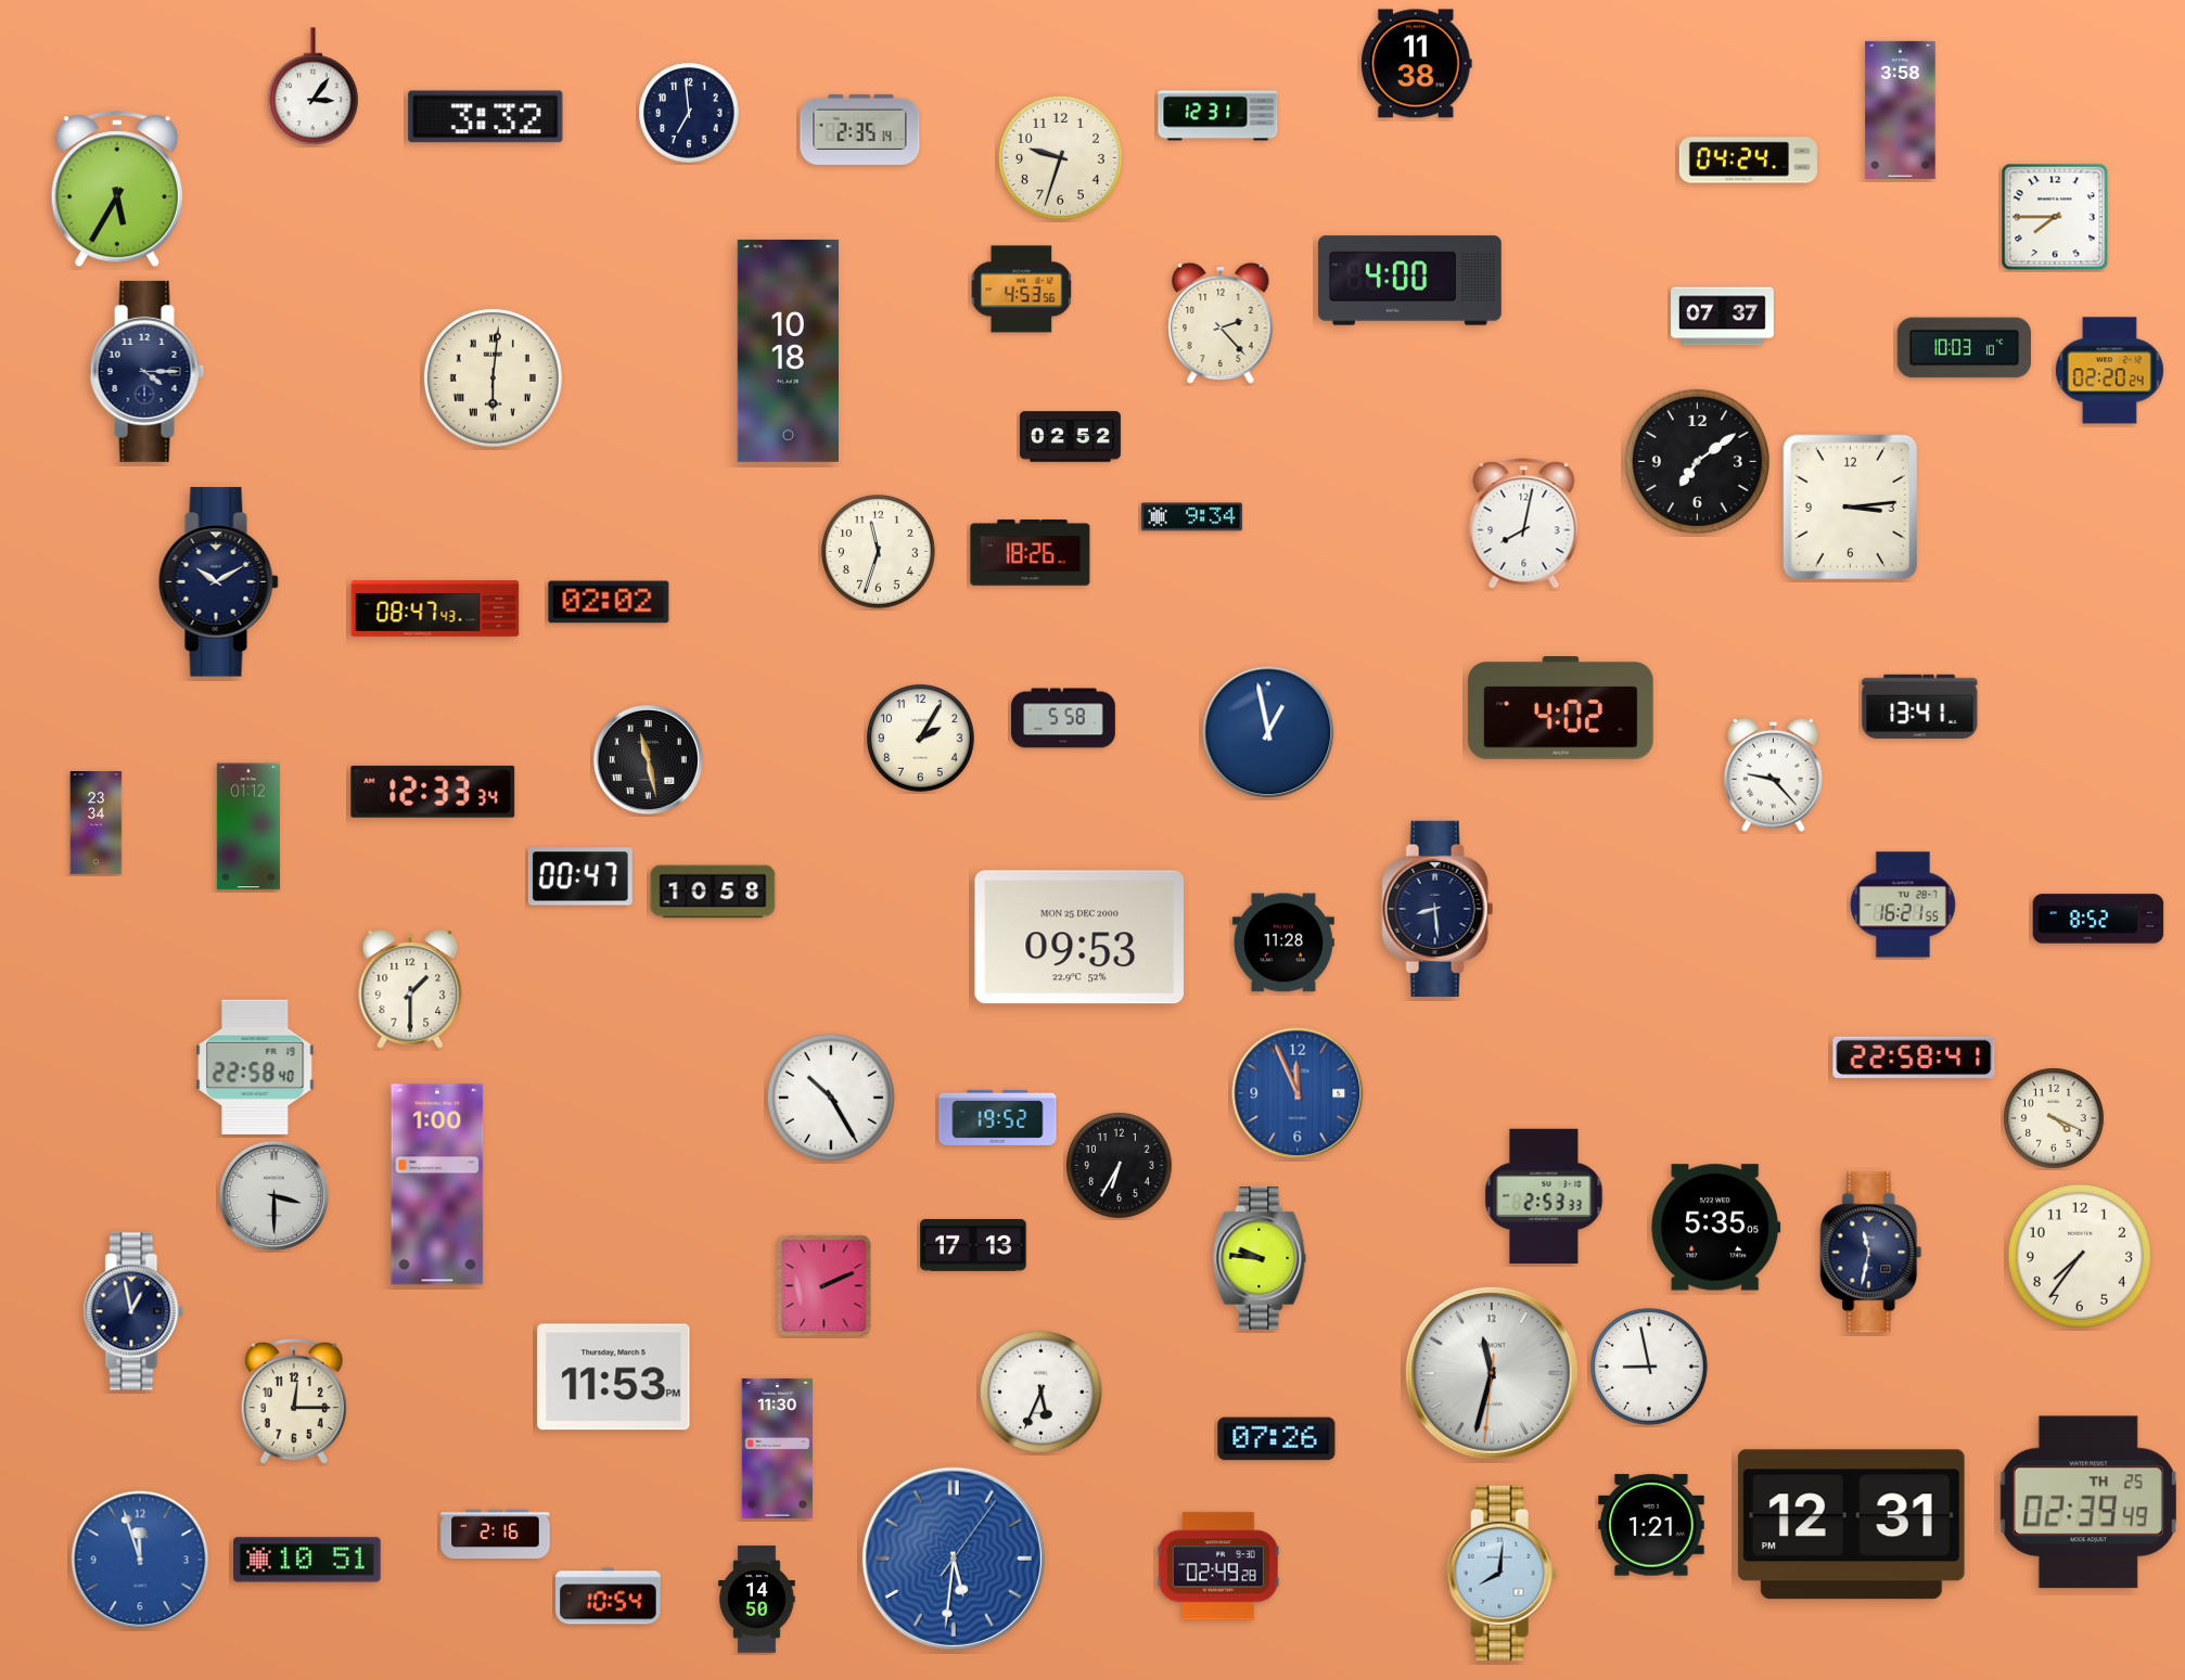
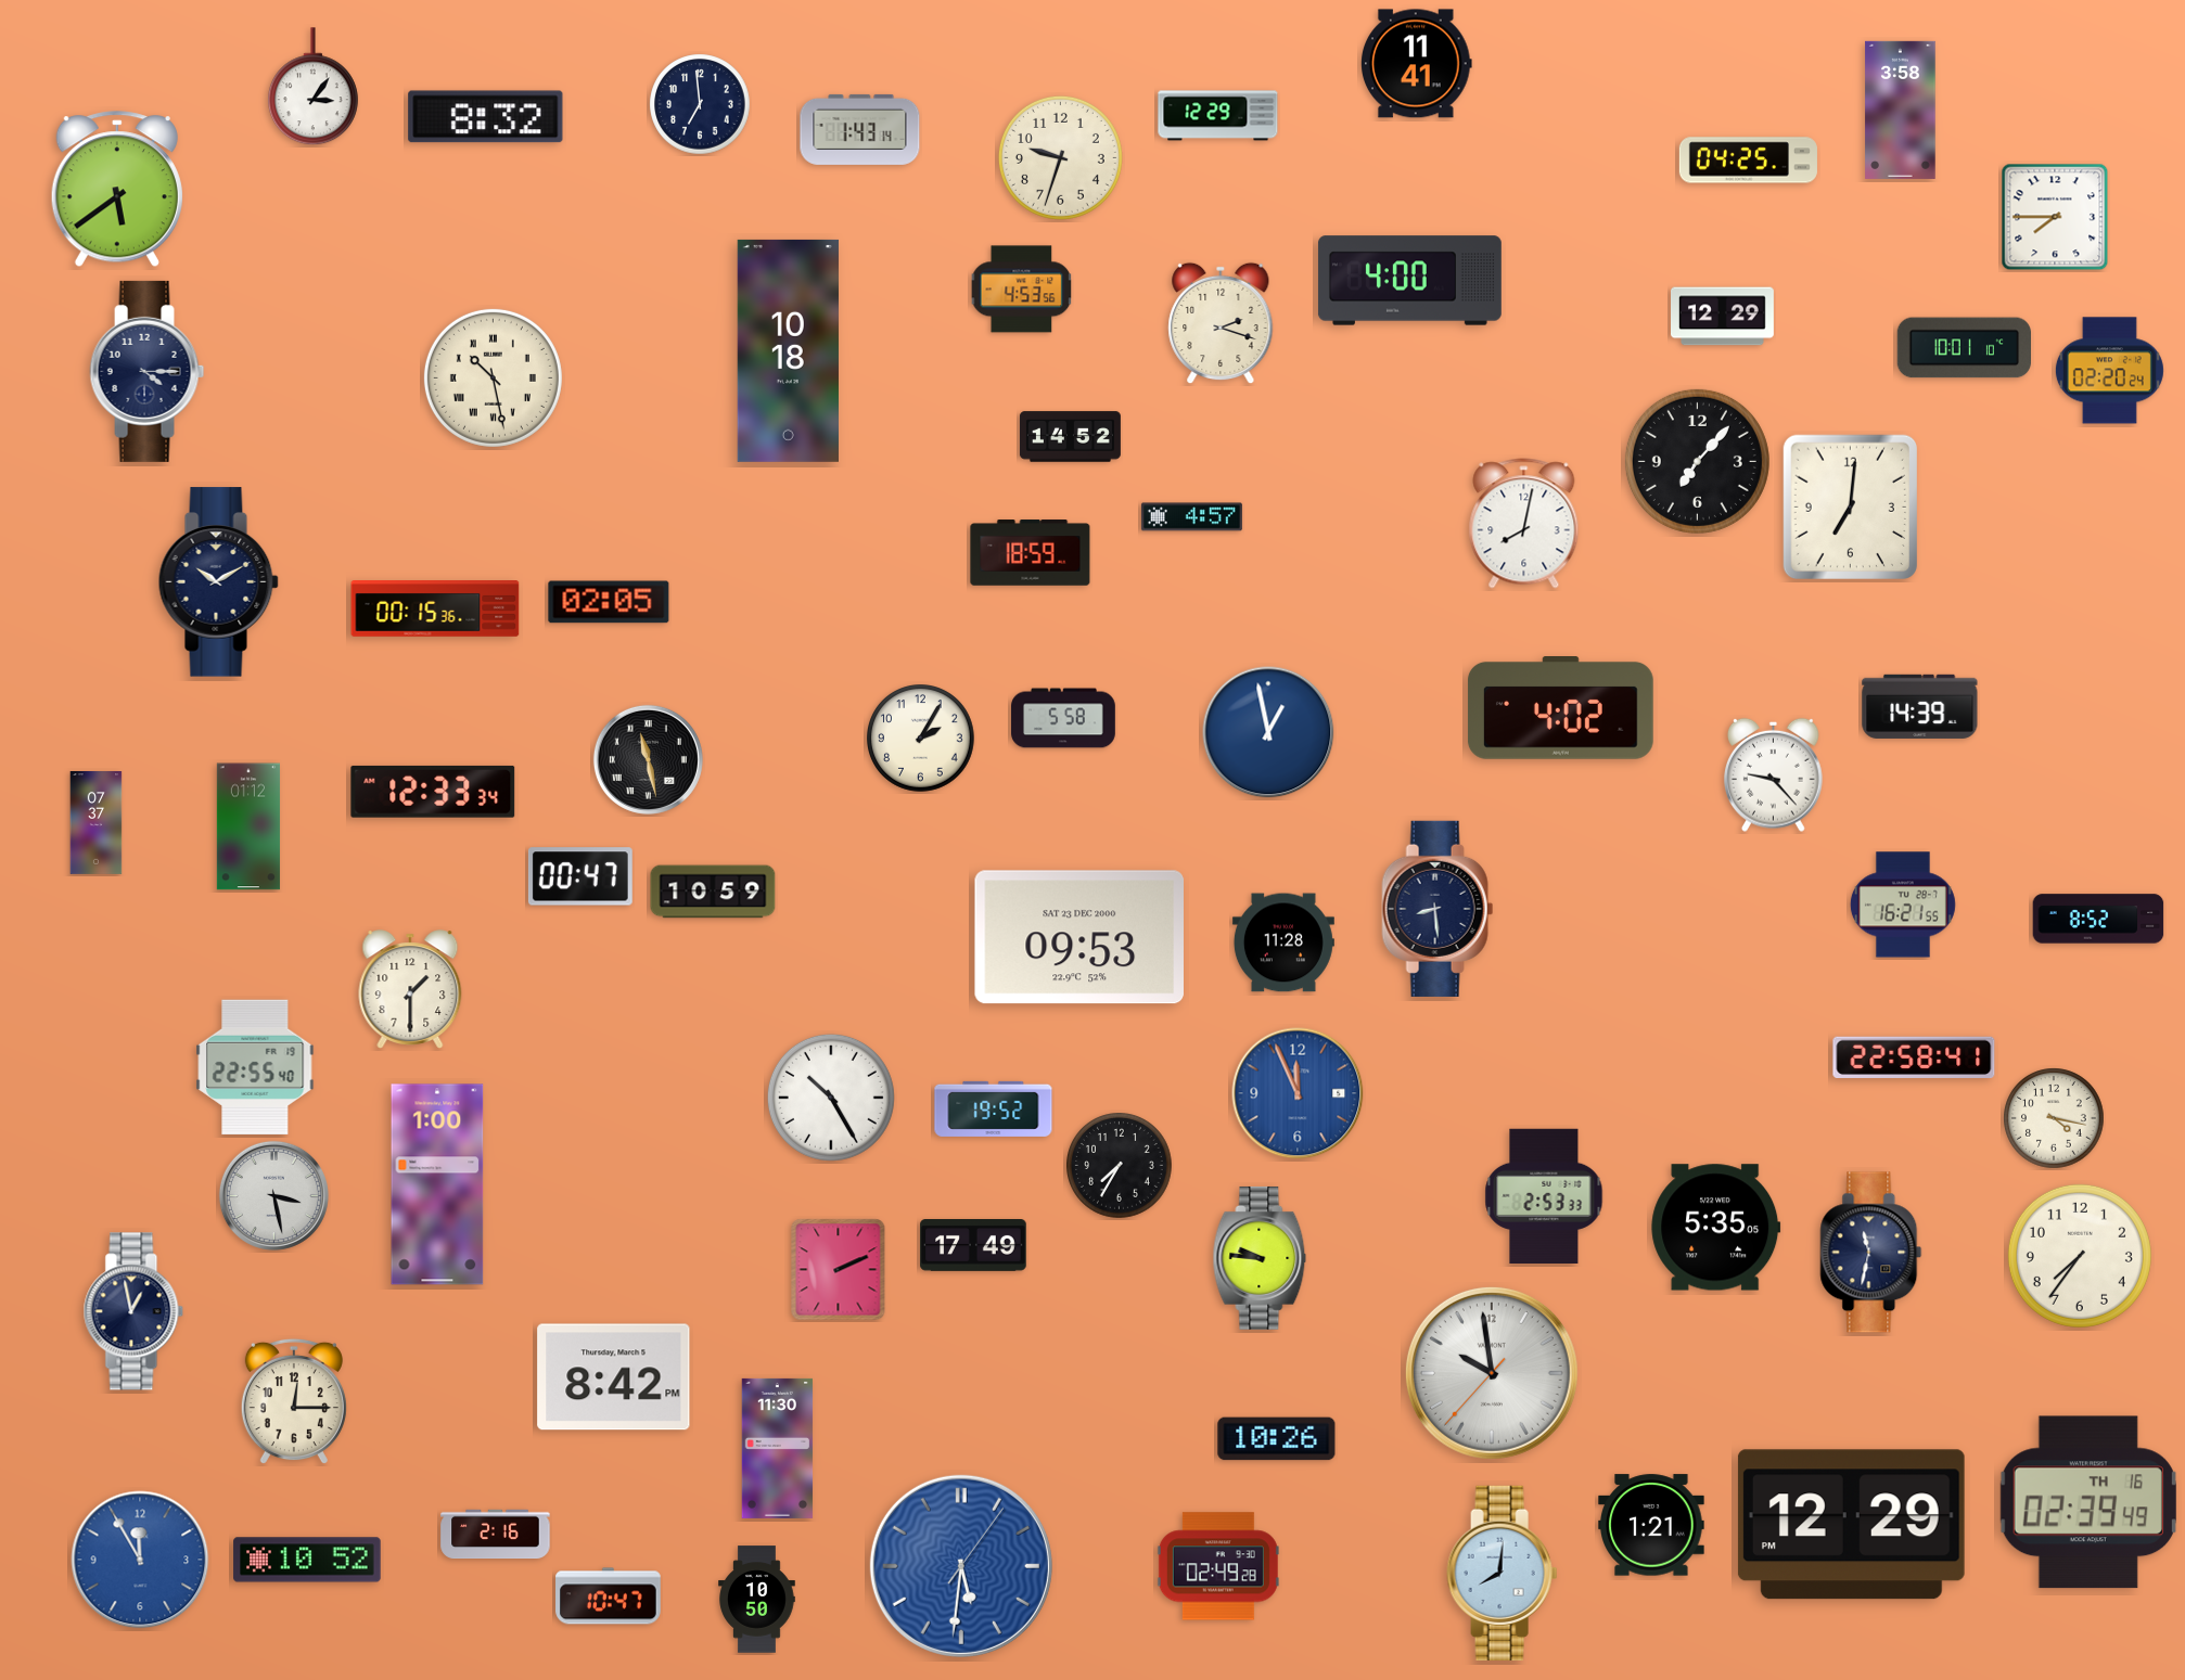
clock at (1417, 64): 11:38 -> 11:41
clock at (689, 113) position: (689, 113) -> (700, 104)
clock at (1218, 116): 12:31 -> 12:29
clock at (486, 117): 3:32 -> 8:32
clock at (860, 129): 2:35 -> 1:43
clock at (1748, 161): 04:24 -> 04:25
clock at (117, 190): 5:35 -> 5:39
clock at (1723, 317): 07:37 -> 12:29
clock at (1221, 323): 2:23 -> 2:18
clock at (1964, 348): 10:03 -> 10:01
clock at (493, 377): 6:01 -> 10:28
clock at (1070, 437): 02:52 -> 14:52
clock at (1697, 461): 7:09 -> 7:07
clock at (1850, 508): 3:14 -> 7:01
clock at (1191, 517): 9:34 -> 4:57
clock at (878, 551): 11:33 -> none
clock at (1031, 553): 18:26 -> 18:59
clock at (609, 602): 02:02 -> 02:05
clock at (435, 610): 08:47 -> 00:15
clock at (1920, 706): 13:41 -> 14:39
clock at (97, 823): 23:34 -> 07:37
clock at (713, 892): 10:58 -> 10:59
clock at (1078, 937) date: MON 25 DEC 2000 -> SAT 23 DEC 2000
clock at (255, 1067): 22:58 -> 22:55
clock at (998, 1117) position: (998, 1117) -> (994, 1108)
clock at (2054, 1118): 4:19 -> 4:17
clock at (1120, 1166): 6:35 -> 7:35
clock at (273, 1195): 3:30 -> 3:28
clock at (973, 1246): 17:13 -> 17:49
clock at (825, 1286) position: (825, 1286) -> (839, 1270)
clock at (1649, 1367): 8:58 -> none
clock at (1492, 1373): 11:32 -> 9:58
clock at (614, 1377): 11:53 -> 8:42
clock at (1040, 1392): 5:34 -> none
clock at (1277, 1439): 07:26 -> 10:26
clock at (2088, 1502) date: TH 25 -> TH 16
clock at (1851, 1525): 12:31 -> 12:29
clock at (954, 1559) position: (954, 1559) -> (961, 1566)
clock at (140, 1560): 11:57 -> 11:55
clock at (307, 1560): 10:51 -> 10:52
clock at (609, 1596): 10:54 -> 10:47
clock at (757, 1600): 14:50 -> 10:50
